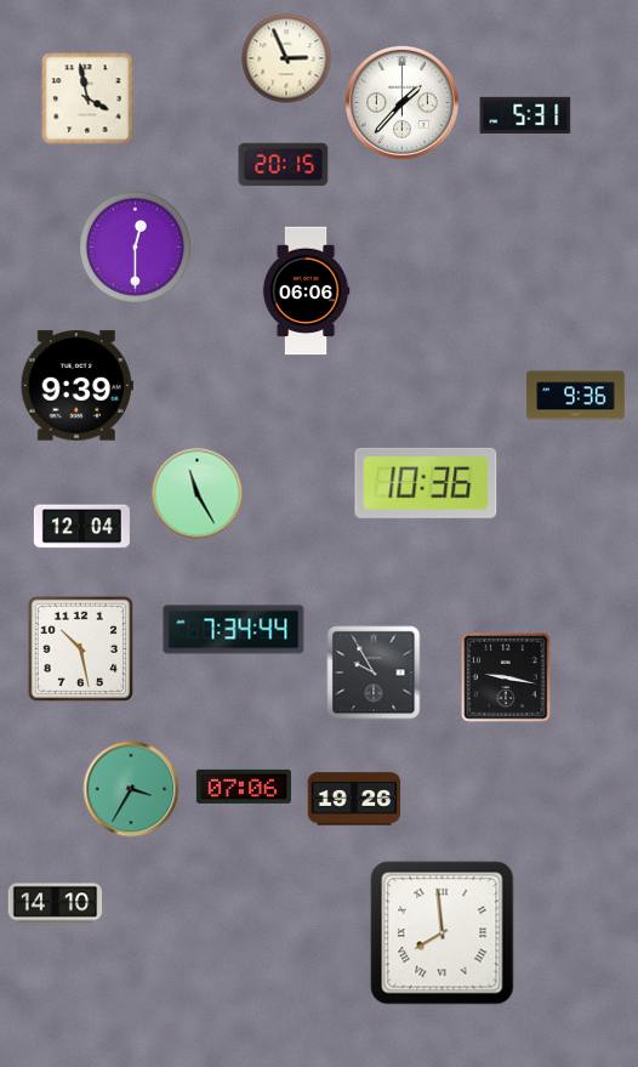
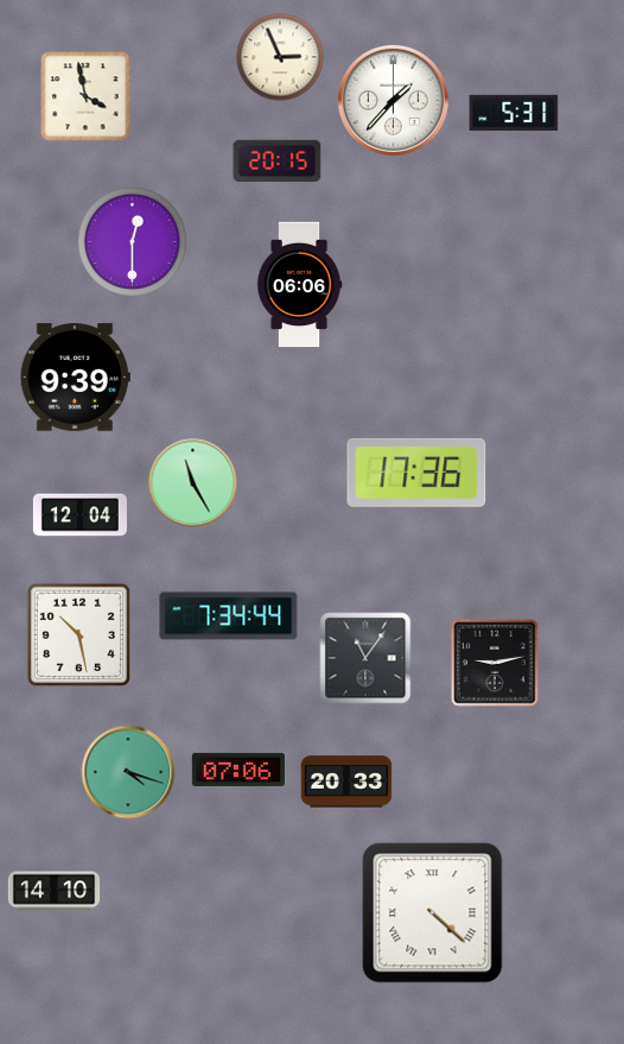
clock at (576, 396): 9:36 -> none
clock at (426, 483): 10:36 -> 17:36
clock at (374, 672): 9:55 -> 11:06
clock at (507, 679): 9:17 -> 9:13
clock at (131, 789): 3:35 -> 4:18
clock at (354, 799): 19:26 -> 20:33
clock at (56, 904) position: (56, 904) -> (55, 892)
clock at (443, 933): 7:59 -> 4:22
